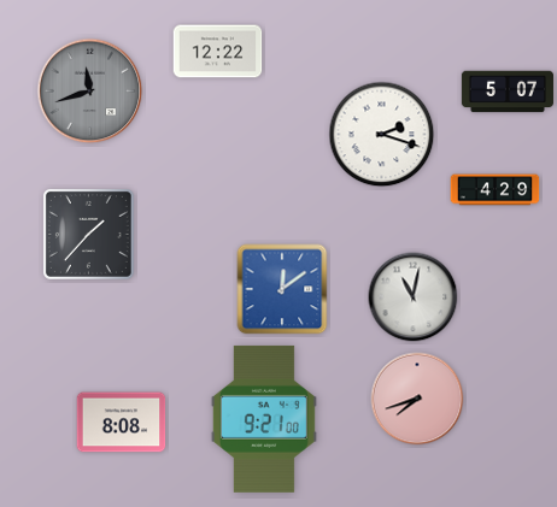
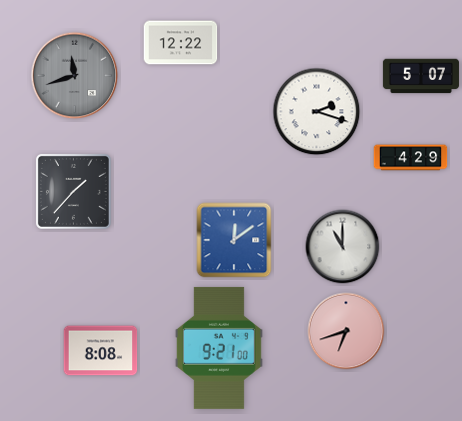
clock at (88, 234) position: (88, 234) -> (73, 191)
clock at (414, 297): 11:02 -> 11:00
clock at (417, 399): 7:42 -> 6:42
